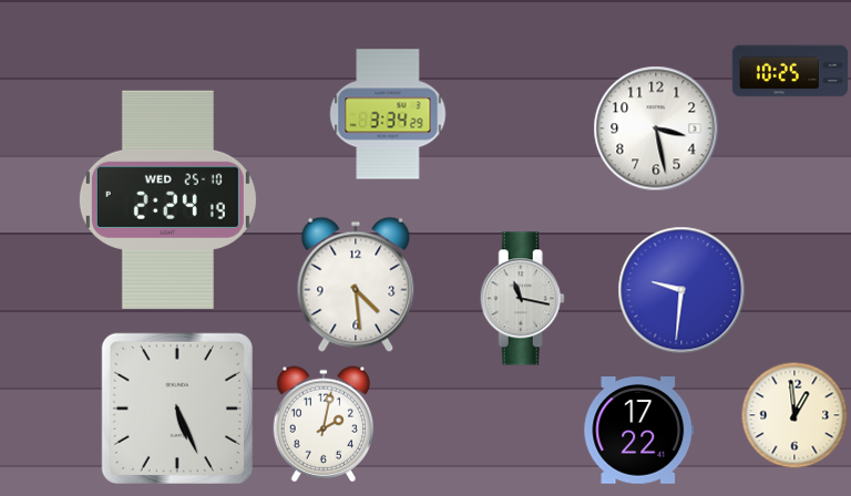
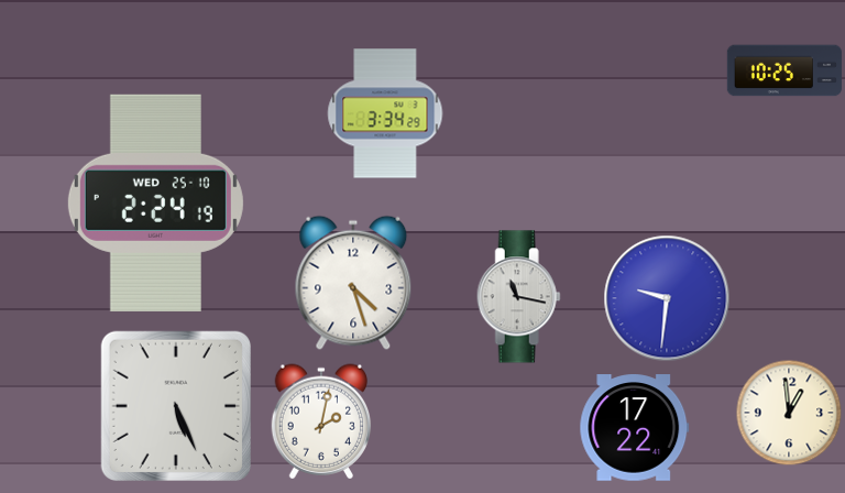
clock at (656, 128): 3:28 -> none
clock at (167, 199) position: (167, 199) -> (155, 202)
clock at (356, 285): 4:29 -> 4:27
clock at (681, 290) position: (681, 290) -> (667, 298)
